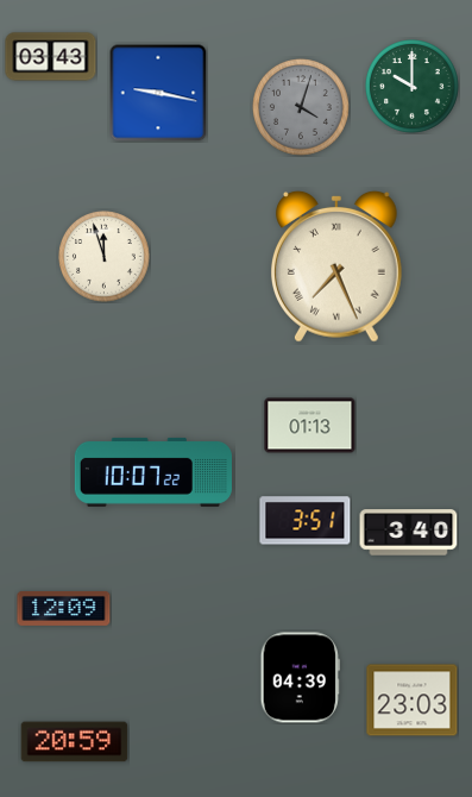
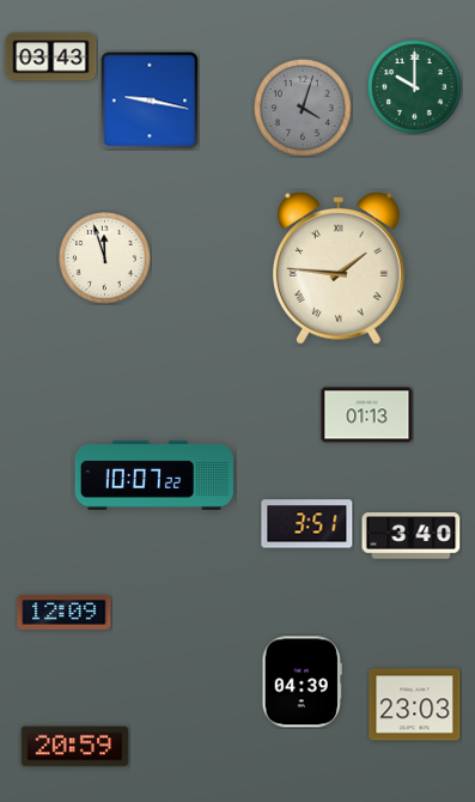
clock at (158, 93) position: (158, 93) -> (150, 101)
clock at (338, 266): 7:26 -> 1:46
clock at (310, 426) position: (310, 426) -> (367, 415)
